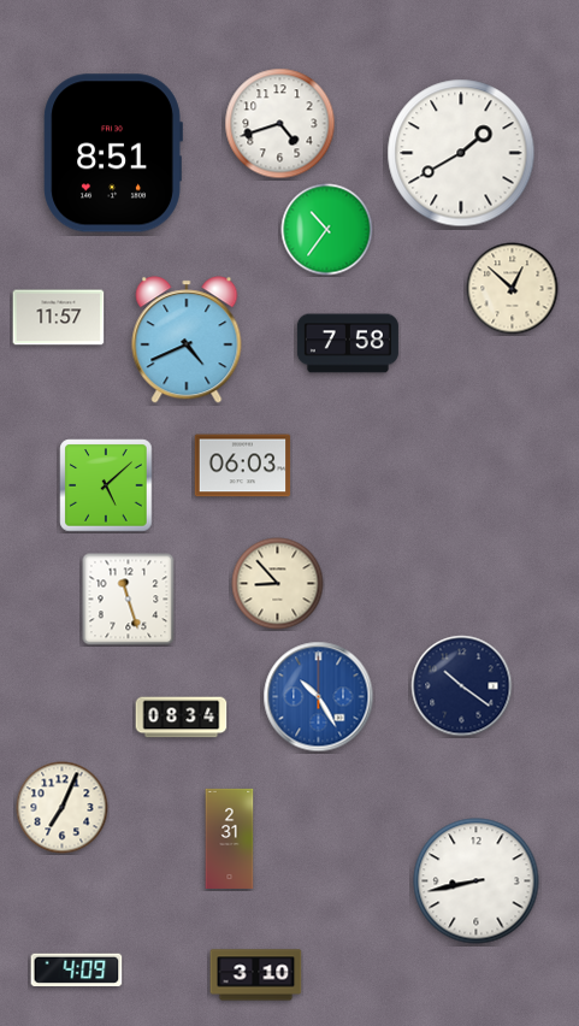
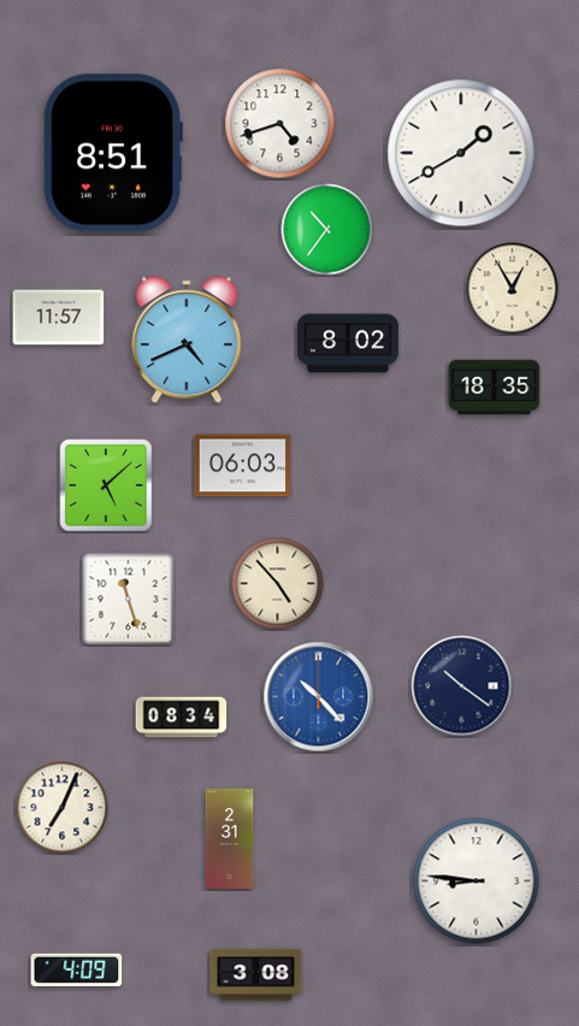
clock at (513, 289): 12:52 -> 12:55
clock at (348, 343): 7:58 -> 8:02
clock at (495, 388): none -> 18:35
clock at (278, 584): 8:53 -> 4:53
clock at (319, 697): 10:25 -> 10:23
clock at (477, 881): 8:43 -> 8:46
clock at (256, 975): 3:10 -> 3:08
